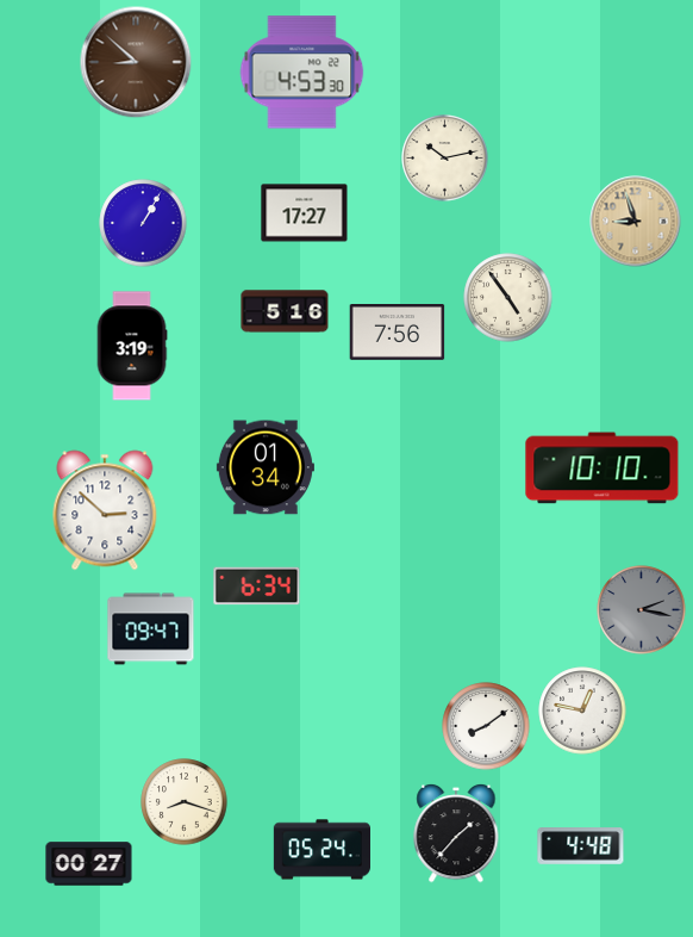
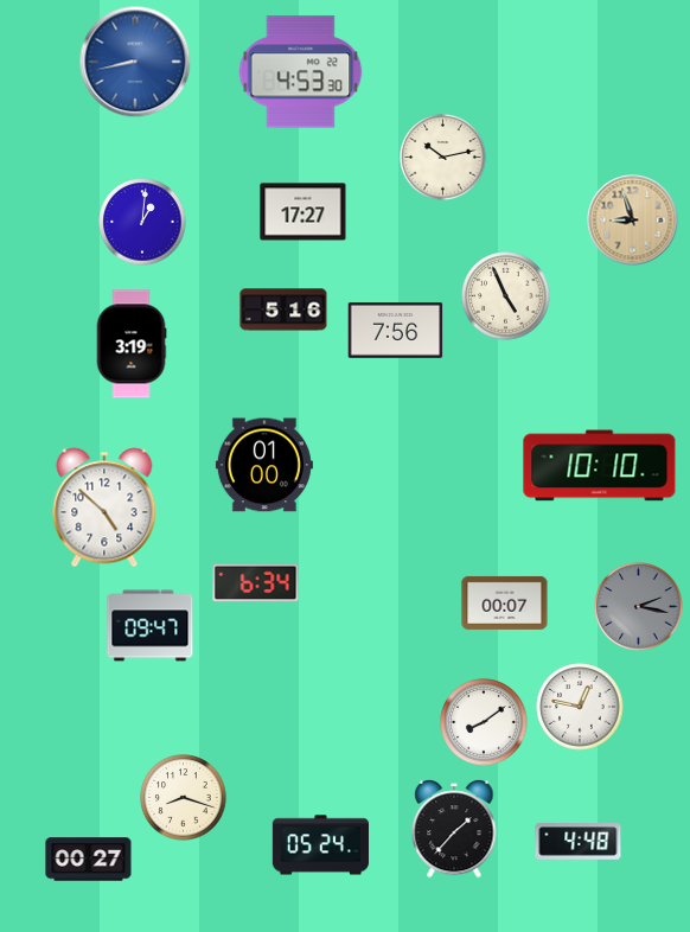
clock at (136, 62): 8:52 -> 8:43
clock at (136, 62) dial: brown -> blue
clock at (143, 223): 1:05 -> 1:01
clock at (508, 298): 4:54 -> 4:56
clock at (266, 467): 01:34 -> 01:00
clock at (105, 510): 2:52 -> 4:52
clock at (505, 602): none -> 00:07
